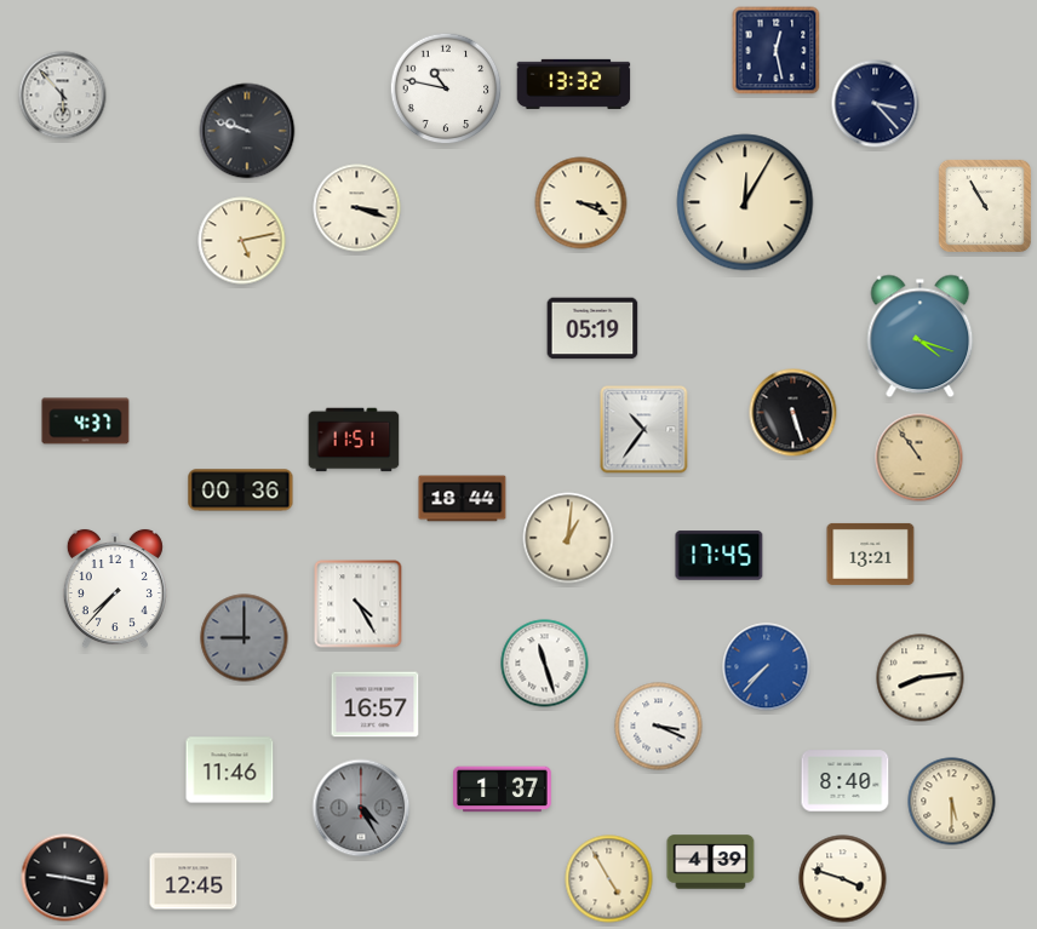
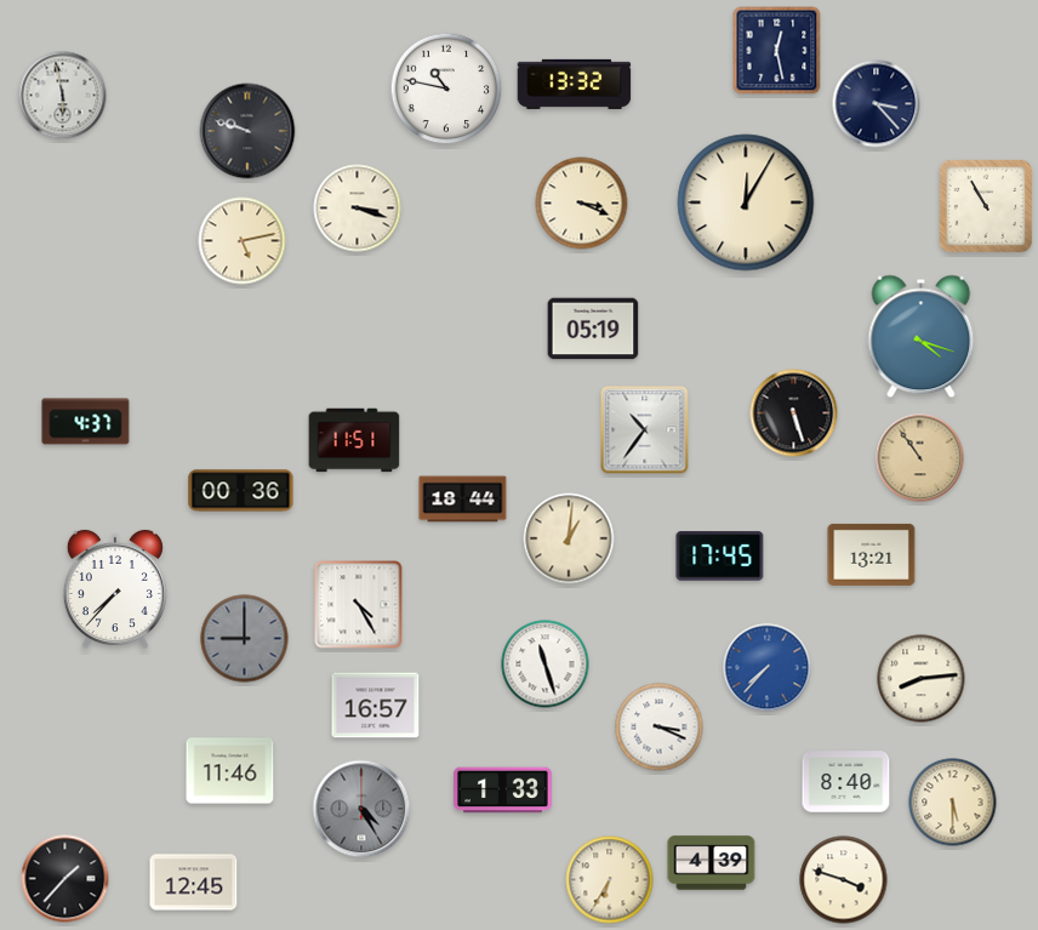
clock at (63, 96): 5:53 -> 5:58
clock at (503, 790): 1:37 -> 1:33
clock at (65, 878): 9:17 -> 1:37
clock at (609, 879): 4:55 -> 6:35
